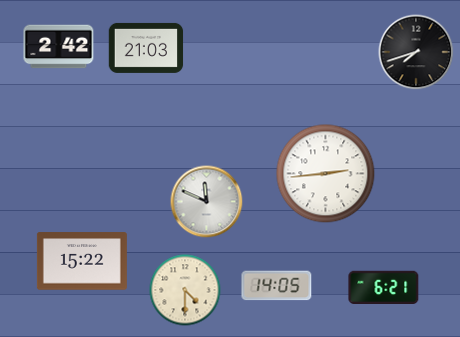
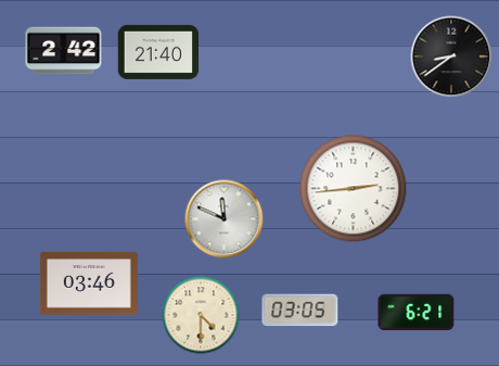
clock at (146, 48): 21:03 -> 21:40
clock at (416, 52): 7:42 -> 8:39
clock at (82, 261): 15:22 -> 03:46
clock at (277, 286): 14:05 -> 03:05
